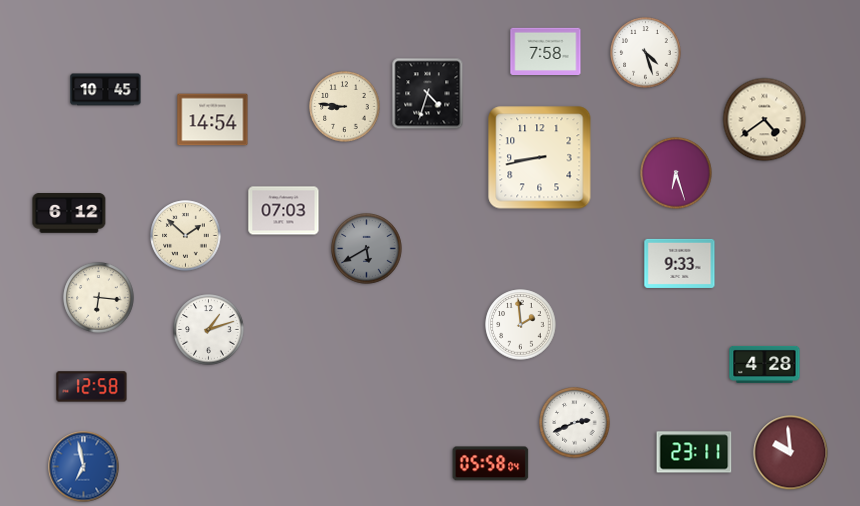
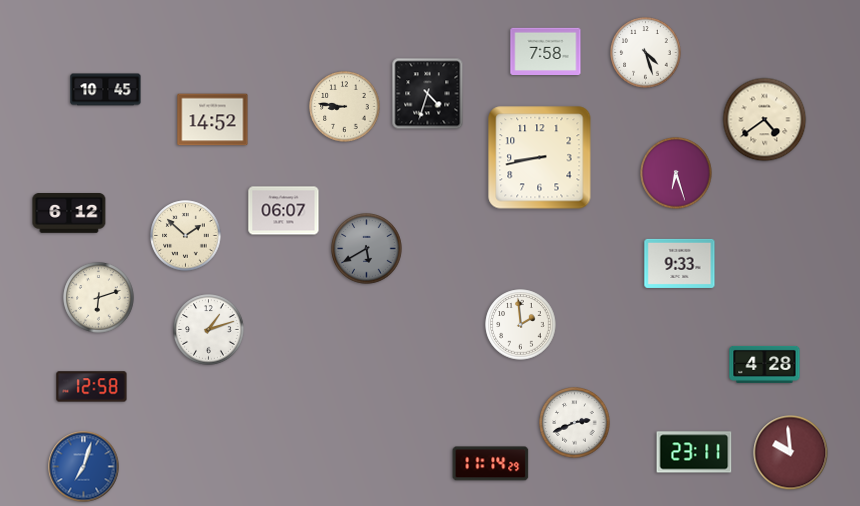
clock at (213, 120): 14:54 -> 14:52
clock at (284, 211): 07:03 -> 06:07
clock at (99, 298): 6:16 -> 6:12
clock at (491, 464): 05:58 -> 11:14
clock at (84, 467): 6:58 -> 7:03
